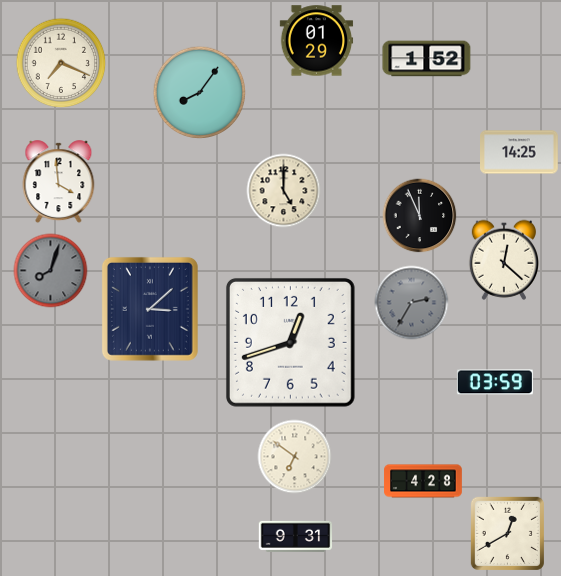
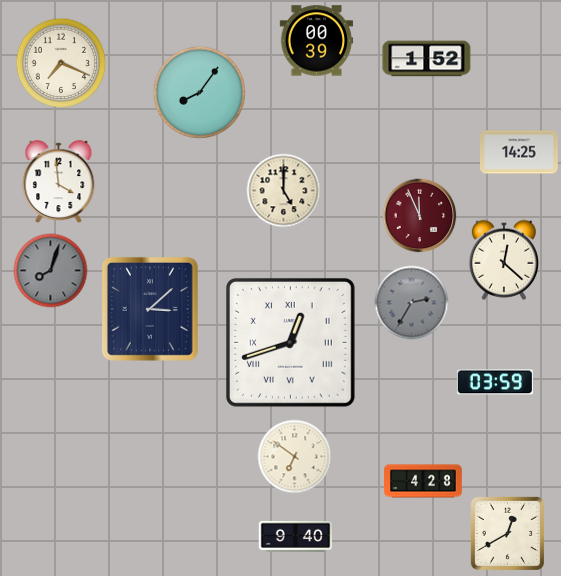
clock at (317, 41): 01:29 -> 00:39
clock at (420, 216) dial: black -> burgundy
clock at (290, 342) numerals: Arabic -> Roman
clock at (296, 536): 9:31 -> 9:40
